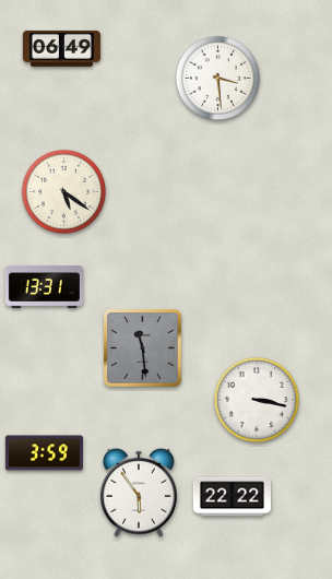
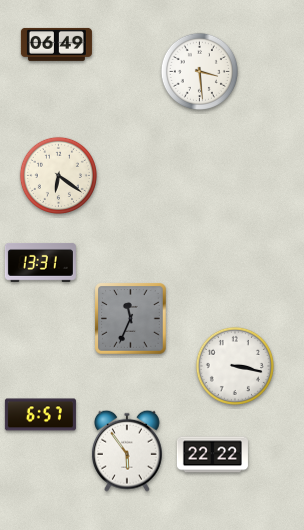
clock at (63, 191): 5:21 -> 6:21
clock at (143, 348): 11:29 -> 11:34
clock at (44, 453): 3:59 -> 6:57
